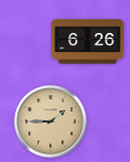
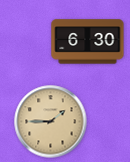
clock at (88, 42): 6:26 -> 6:30
